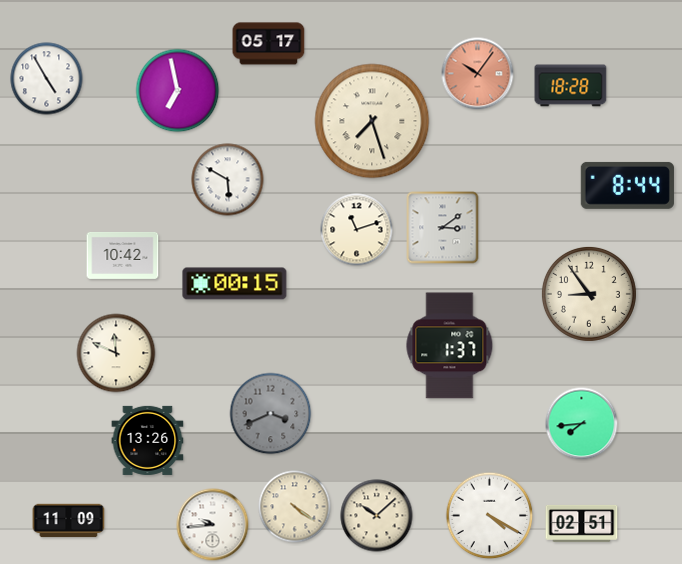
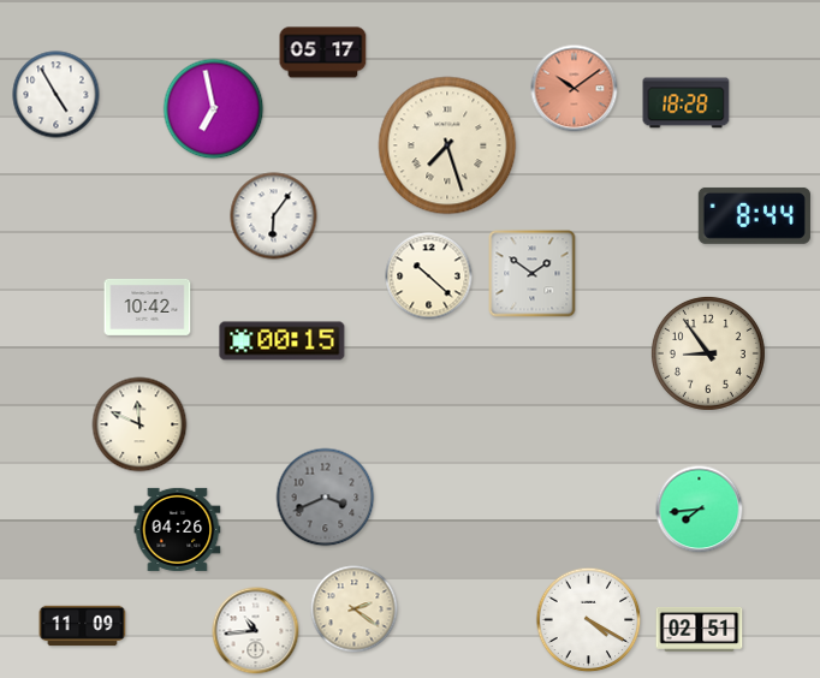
clock at (478, 74): 10:06 -> 10:09
clock at (228, 180): 5:50 -> 6:06
clock at (627, 185) position: (627, 185) -> (754, 215)
clock at (443, 228): 3:09 -> 1:51
clock at (357, 230): 11:12 -> 10:22
clock at (450, 346): 1:37 -> none
clock at (148, 440): 13:26 -> 04:26
clock at (295, 507): 4:21 -> 2:21
clock at (377, 516): 10:08 -> none
clock at (213, 525): 9:44 -> 10:44
